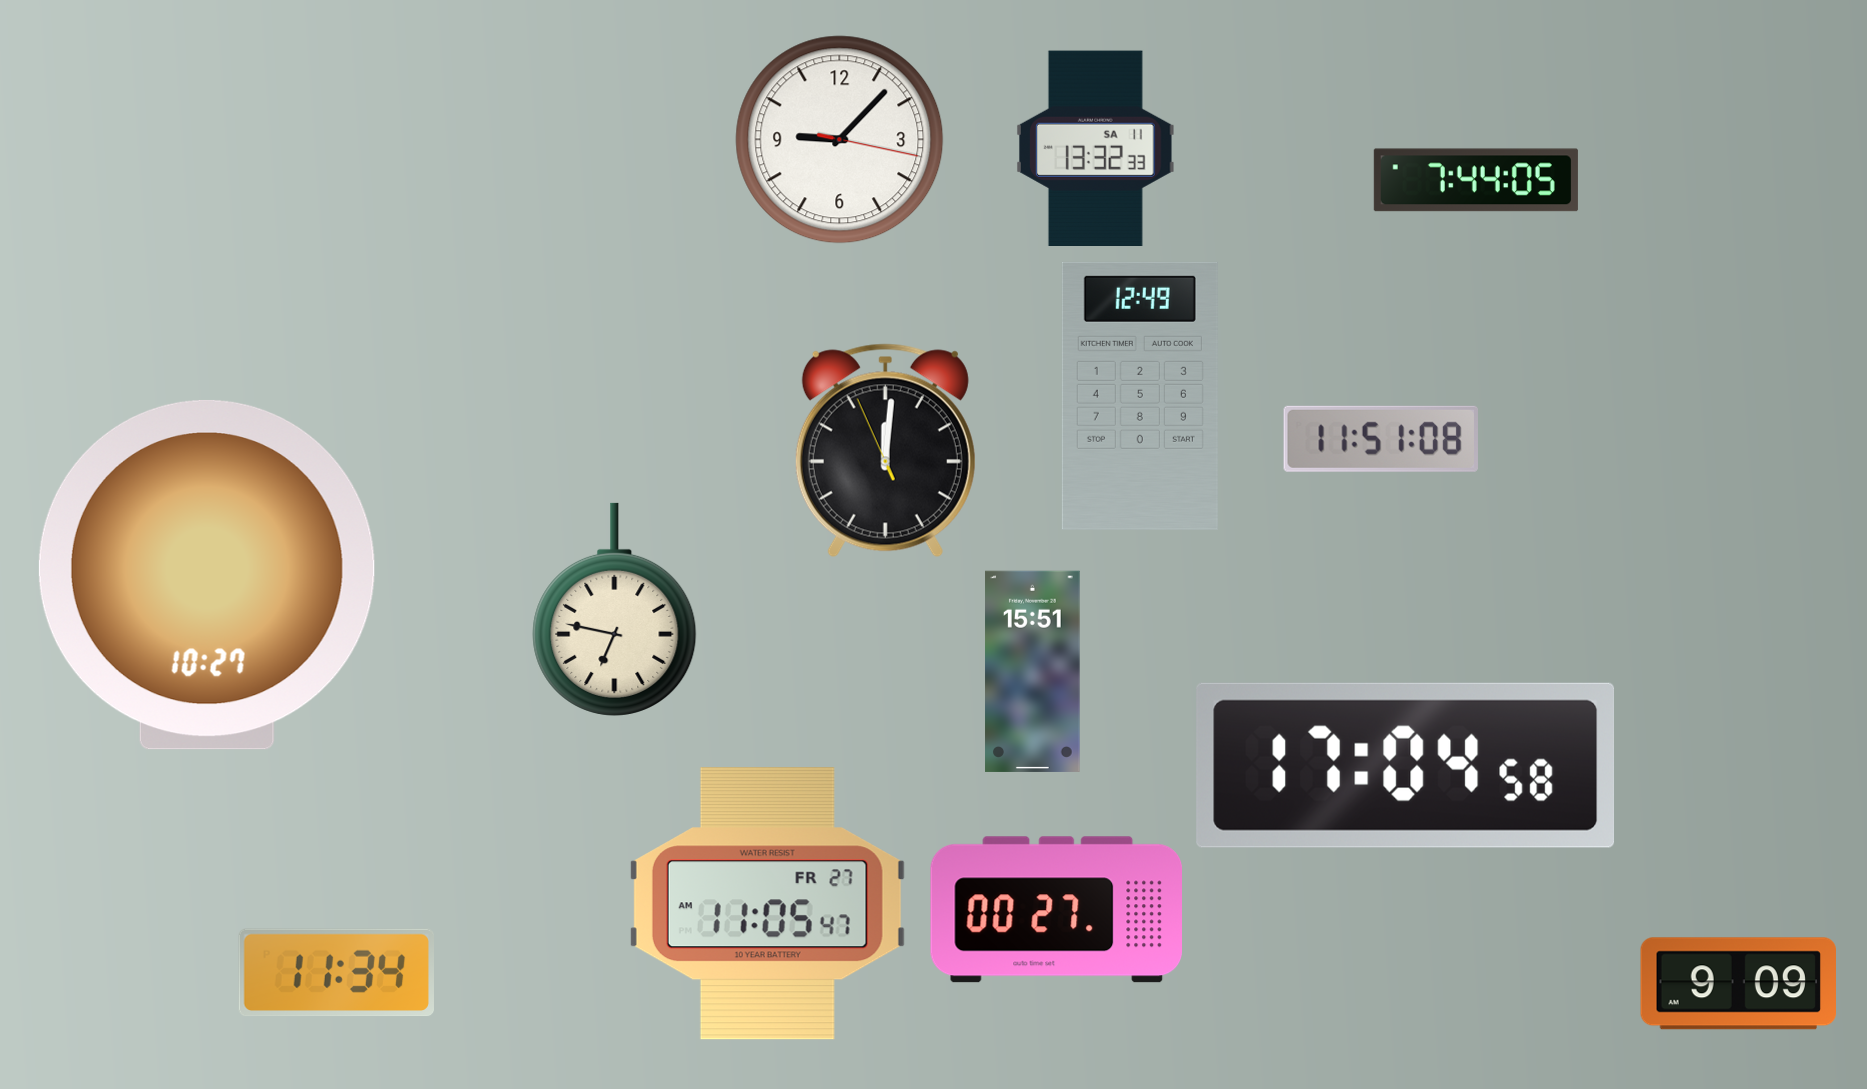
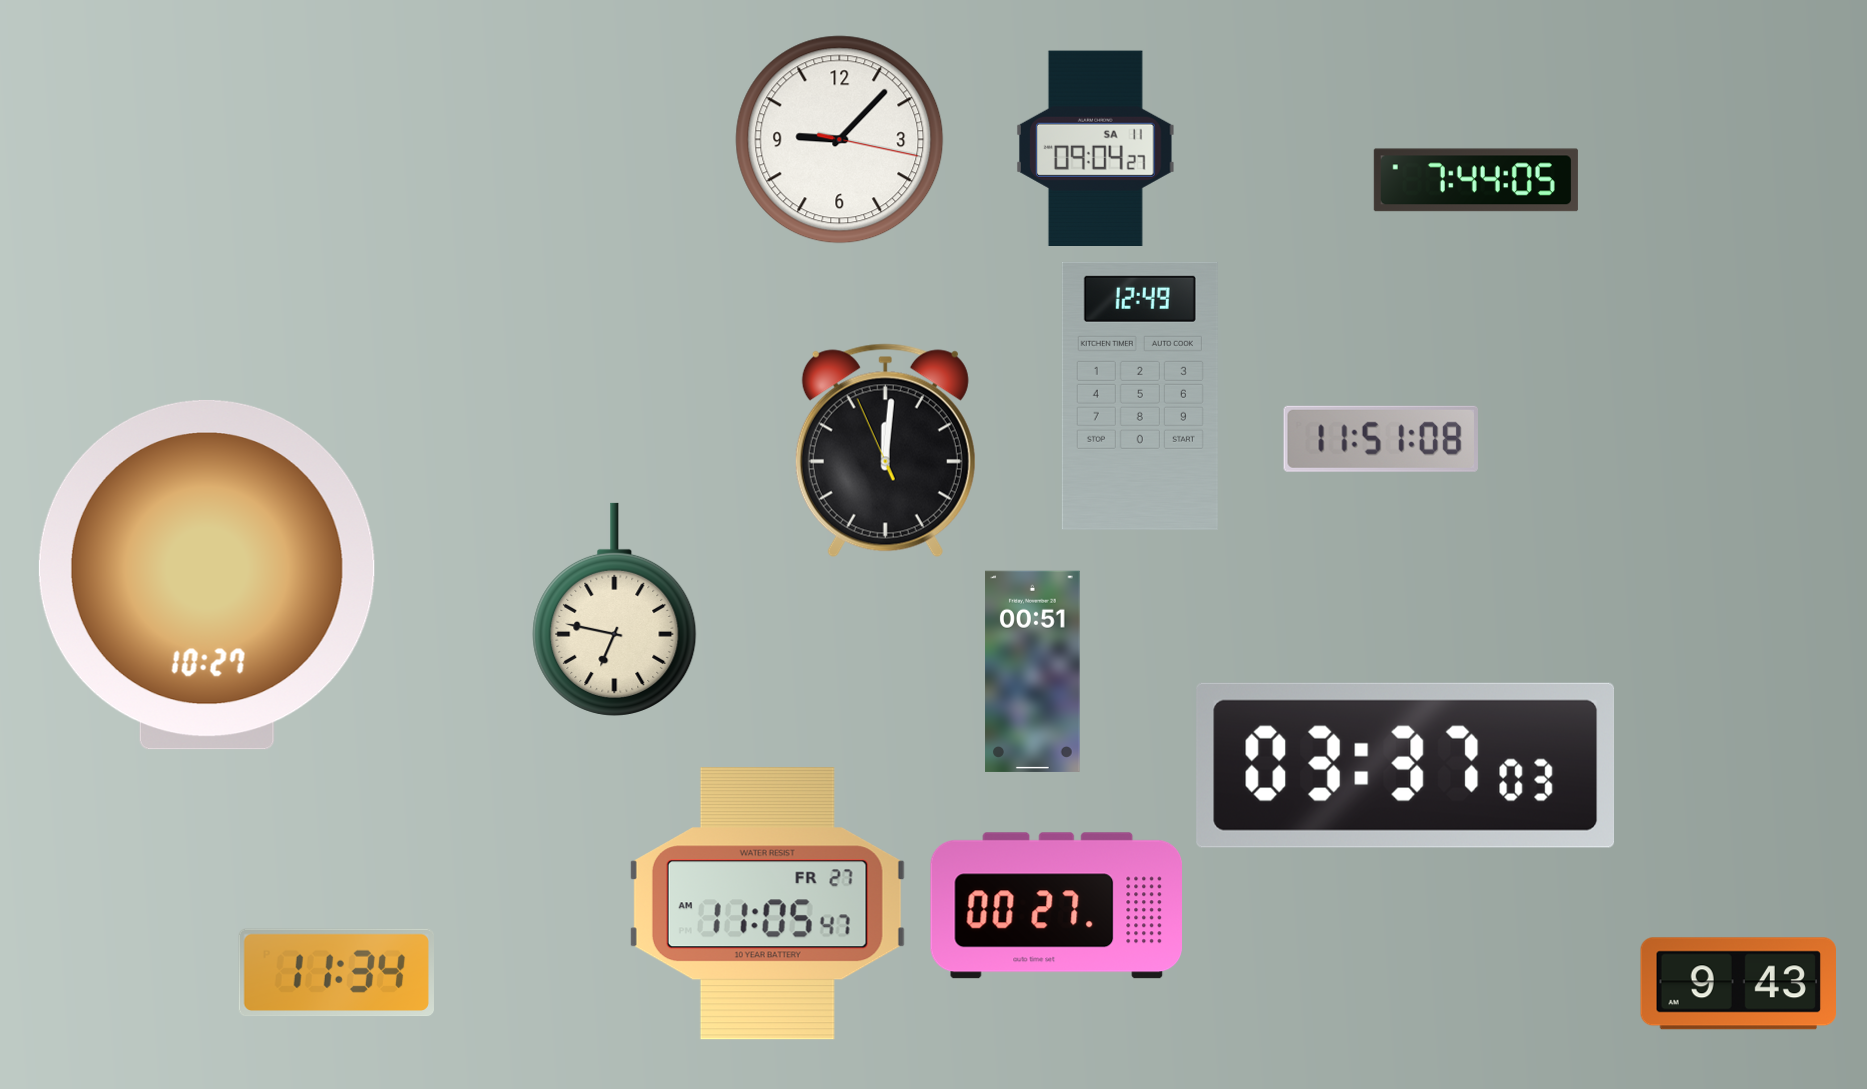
clock at (1096, 148): 13:32 -> 09:04
clock at (1033, 671): 15:51 -> 00:51
clock at (1406, 765): 17:04 -> 03:37
clock at (1056, 910) position: (1056, 910) -> (1056, 906)
clock at (1738, 984): 9:09 -> 9:43
